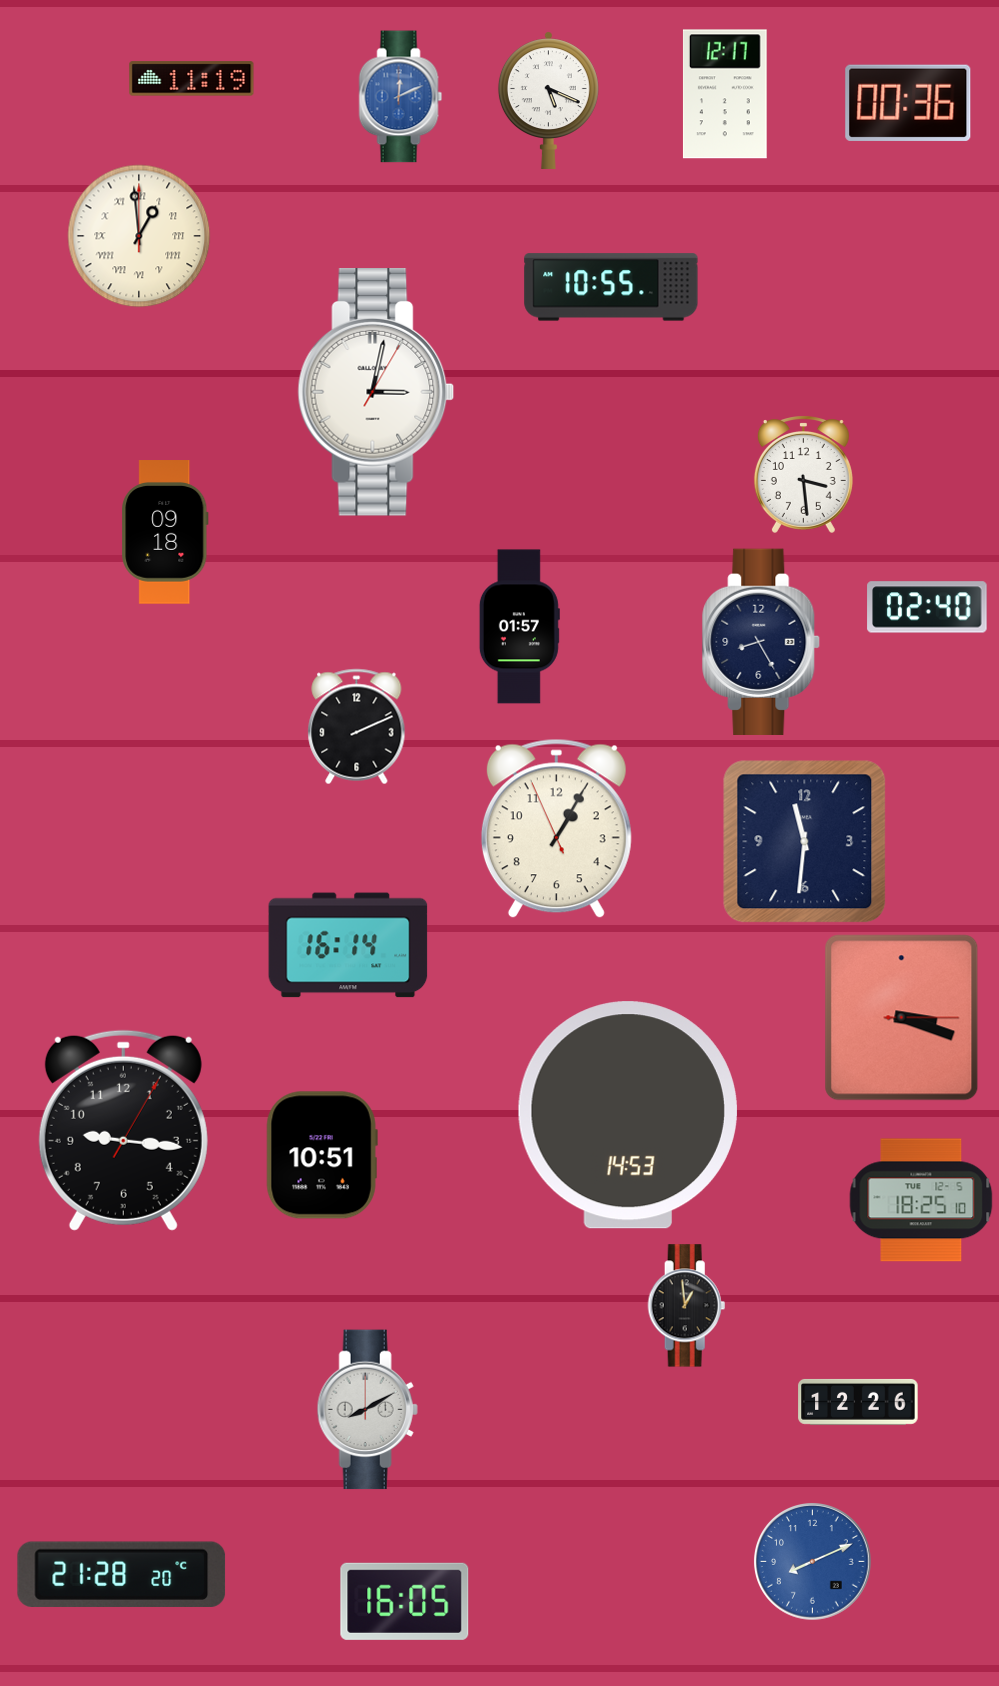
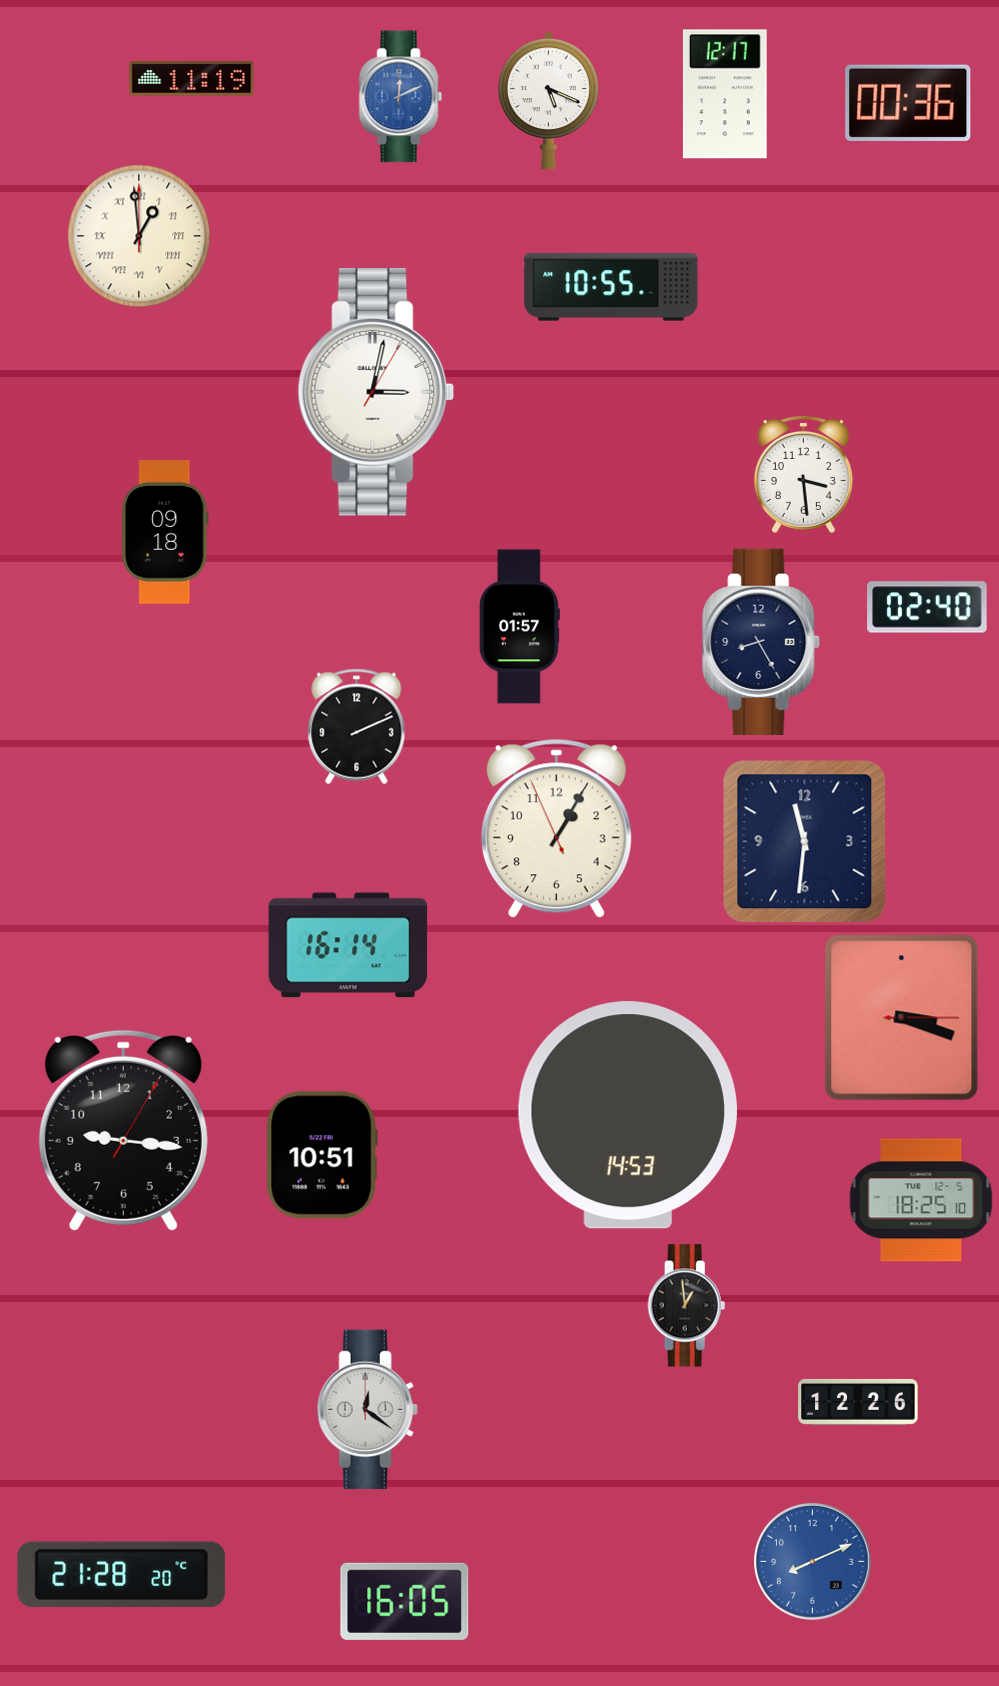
clock at (367, 1410): 8:10 -> 12:21
